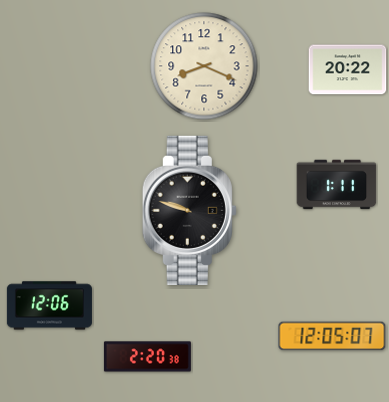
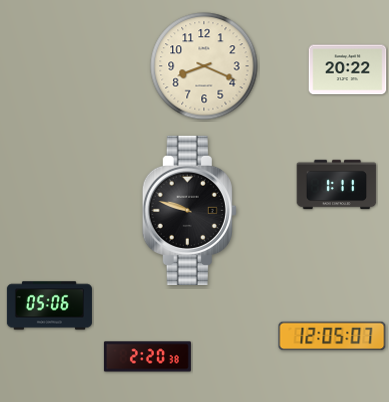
clock at (49, 306): 12:06 -> 05:06
